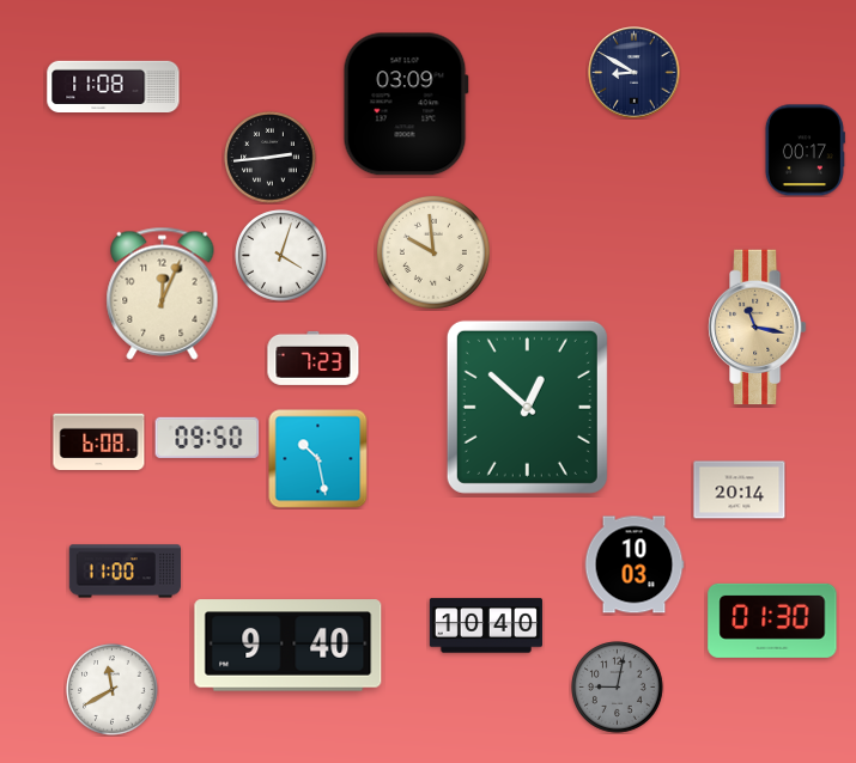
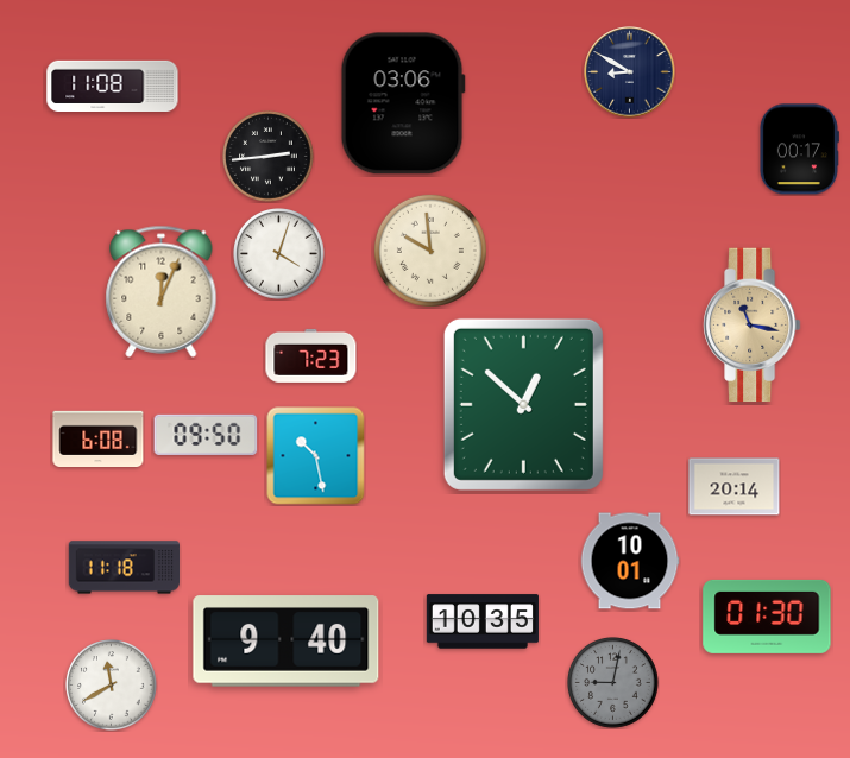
clock at (406, 104): 03:09 -> 03:06
clock at (635, 564): 10:03 -> 10:01
clock at (125, 572): 11:00 -> 11:18
clock at (486, 625): 10:40 -> 10:35
